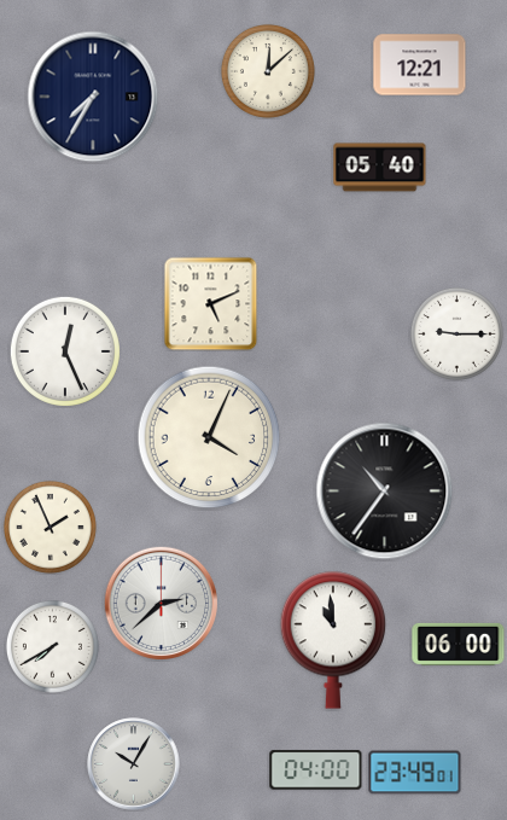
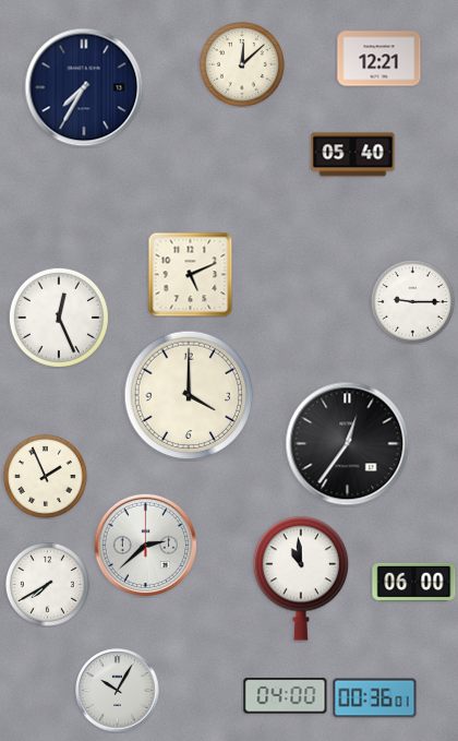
clock at (380, 168) position: (380, 168) -> (353, 155)
clock at (209, 437): 4:04 -> 4:00
clock at (385, 492): 10:36 -> 12:36
clock at (134, 764) position: (134, 764) -> (118, 691)
clock at (415, 773): 23:49 -> 00:36
